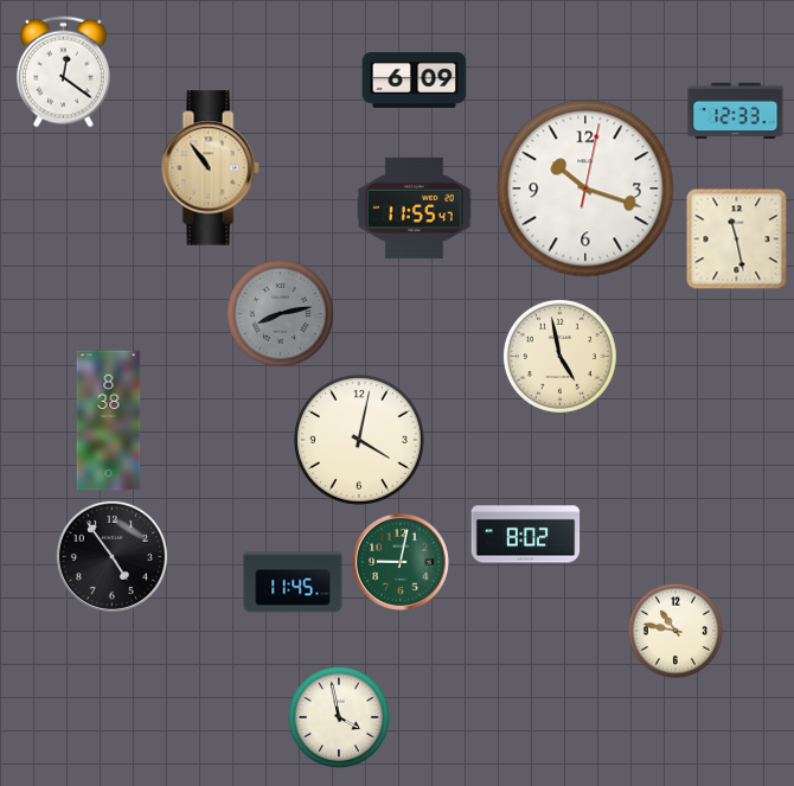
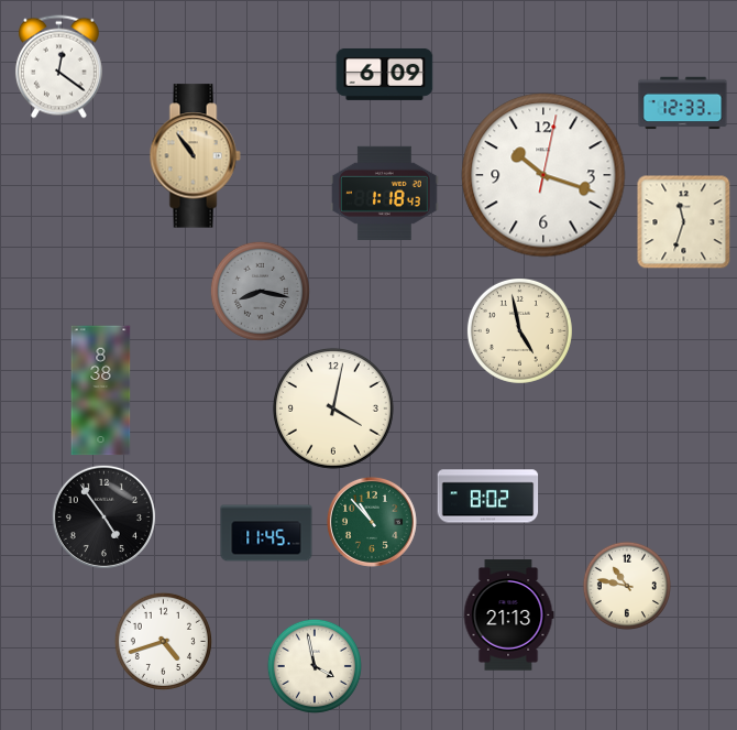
clock at (415, 207): 11:55 -> 1:18
clock at (737, 239): 11:28 -> 11:33
clock at (280, 313): 8:13 -> 8:17
clock at (401, 562): 9:02 -> 10:53
clock at (293, 582) position: (293, 582) -> (266, 533)
clock at (508, 615): none -> 21:13
clock at (163, 641): none -> 4:42
